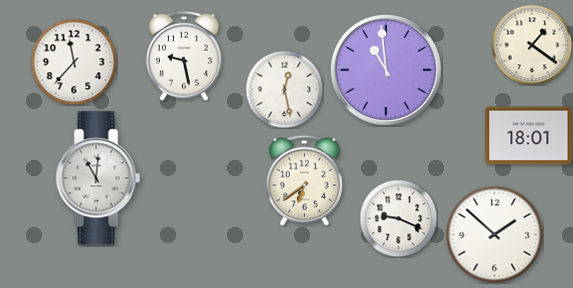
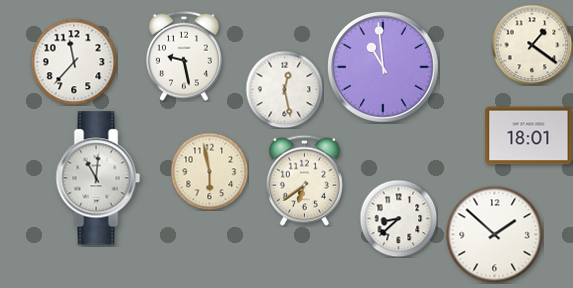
clock at (387, 71) position: (387, 71) -> (384, 68)
clock at (209, 171): none -> 5:58
clock at (398, 218): 9:19 -> 8:38
